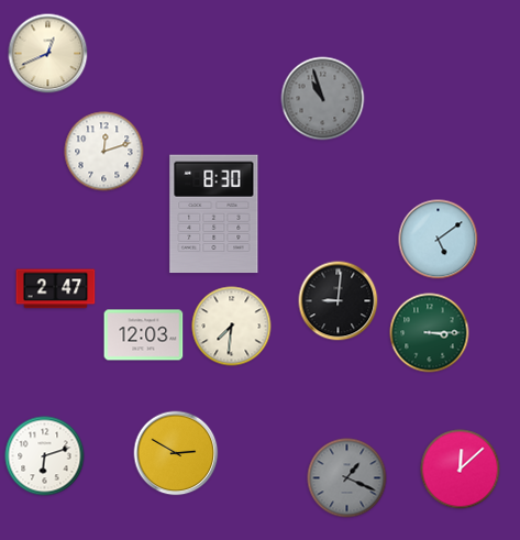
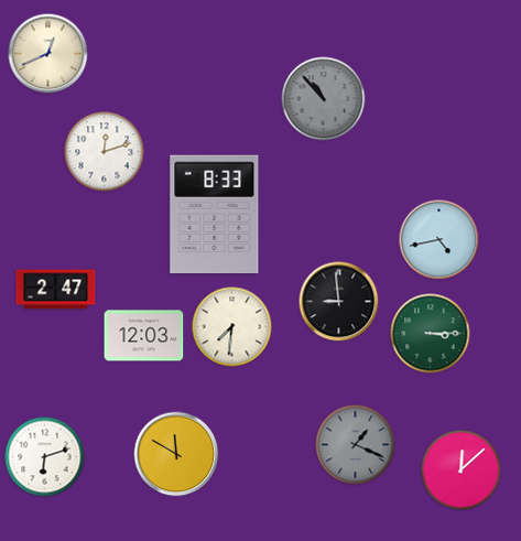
clock at (323, 99): 10:57 -> 10:53
clock at (214, 214): 8:30 -> 8:33
clock at (439, 240): 5:09 -> 4:43
clock at (339, 301): 9:01 -> 8:59
clock at (176, 453): 2:50 -> 11:50
clock at (347, 478) position: (347, 478) -> (356, 445)
